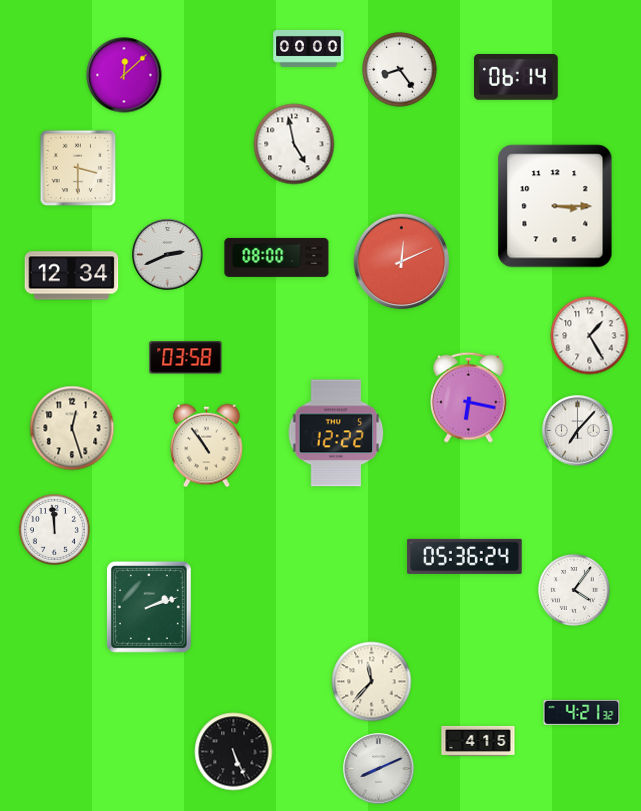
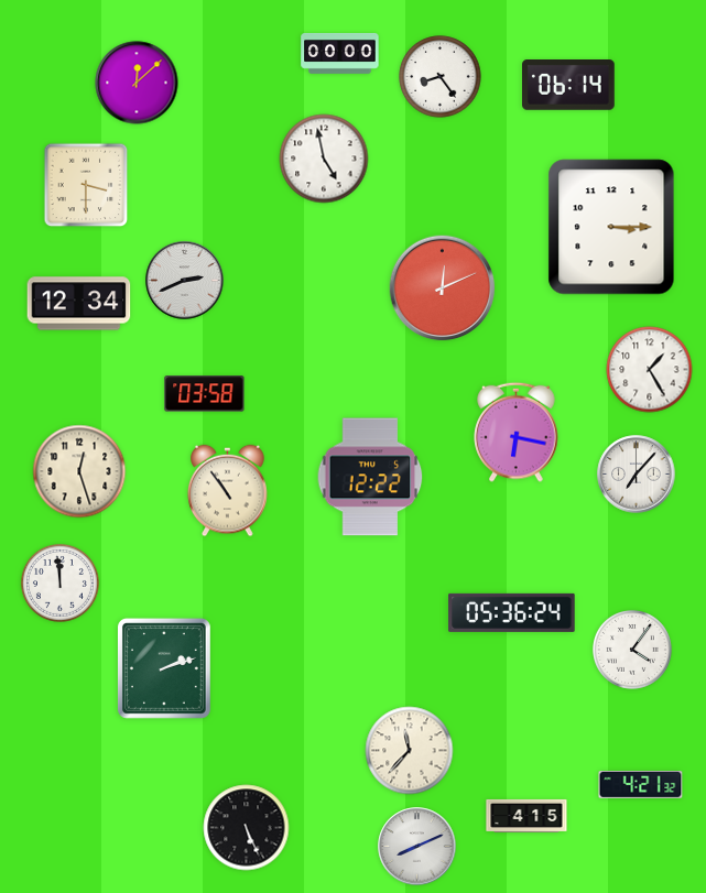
clock at (277, 257): 08:00 -> none
clock at (469, 397) position: (469, 397) -> (517, 432)
clock at (234, 752) position: (234, 752) -> (247, 828)
